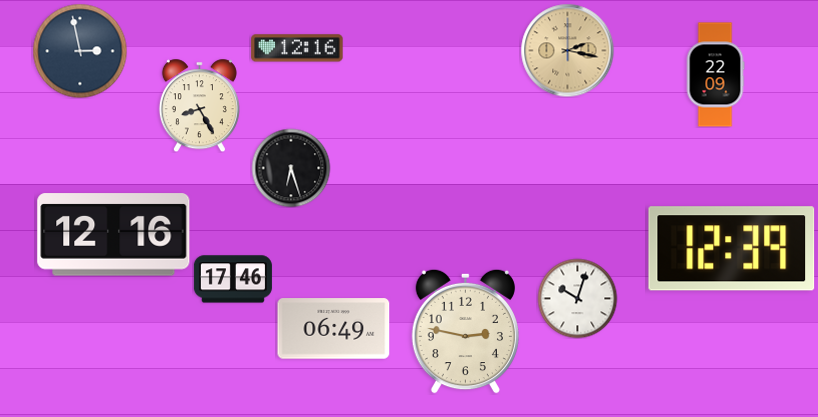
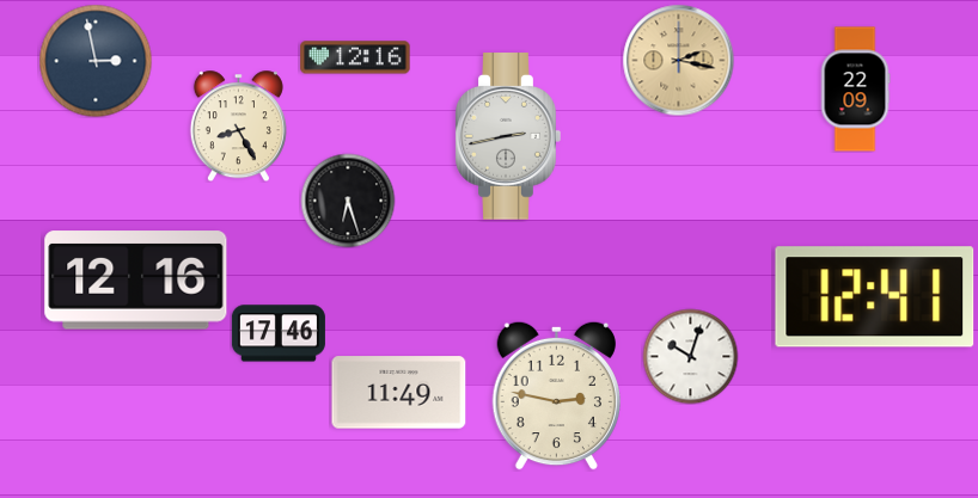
clock at (508, 136): none -> 2:43
clock at (732, 249): 12:39 -> 12:41
clock at (334, 329): 06:49 -> 11:49
